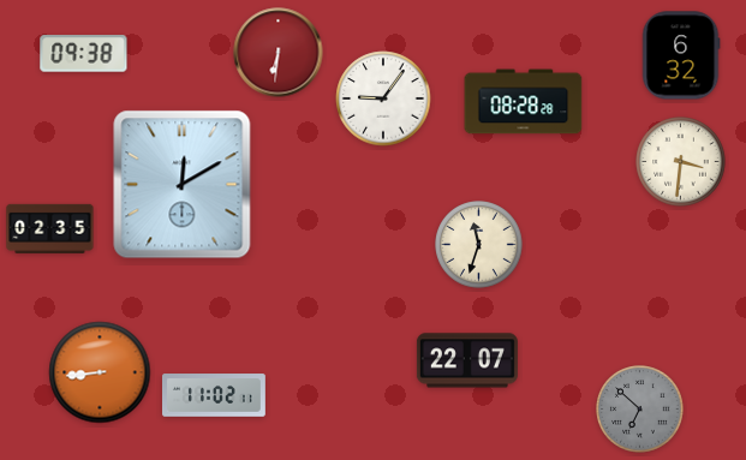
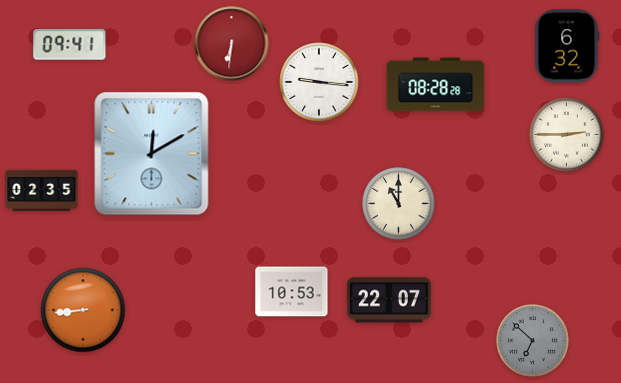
clock at (84, 54): 09:38 -> 09:41
clock at (383, 98): 9:06 -> 9:16
clock at (681, 162): 3:31 -> 2:45
clock at (479, 245): 11:33 -> 11:00
clock at (292, 292): none -> 10:53
clock at (215, 395): 11:02 -> none
